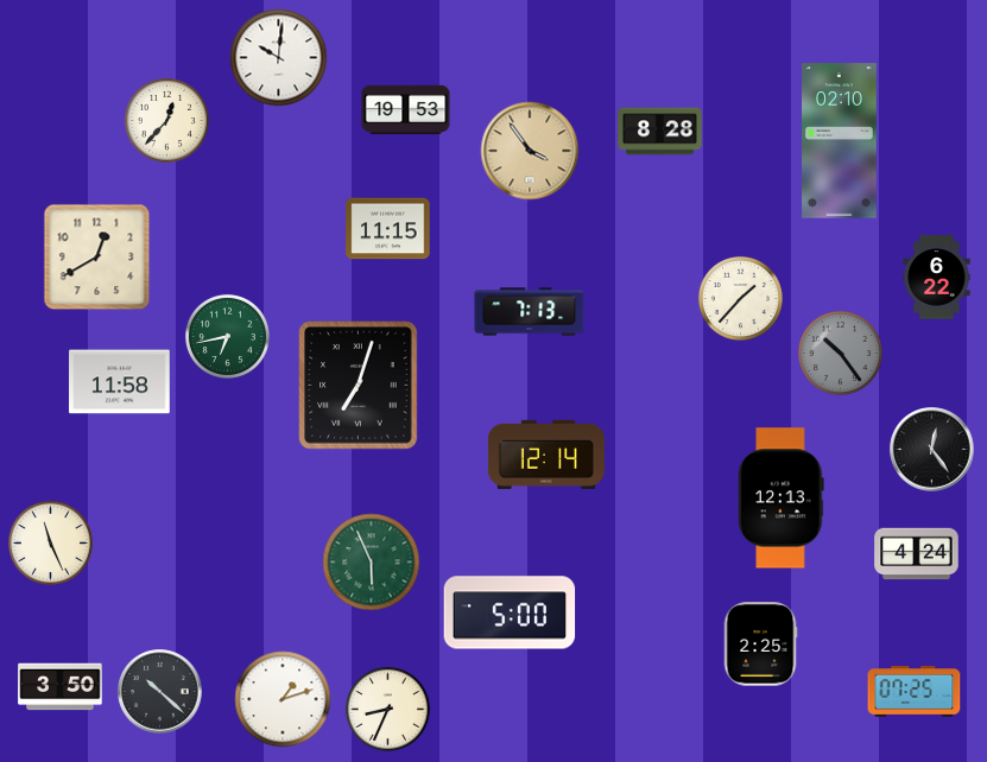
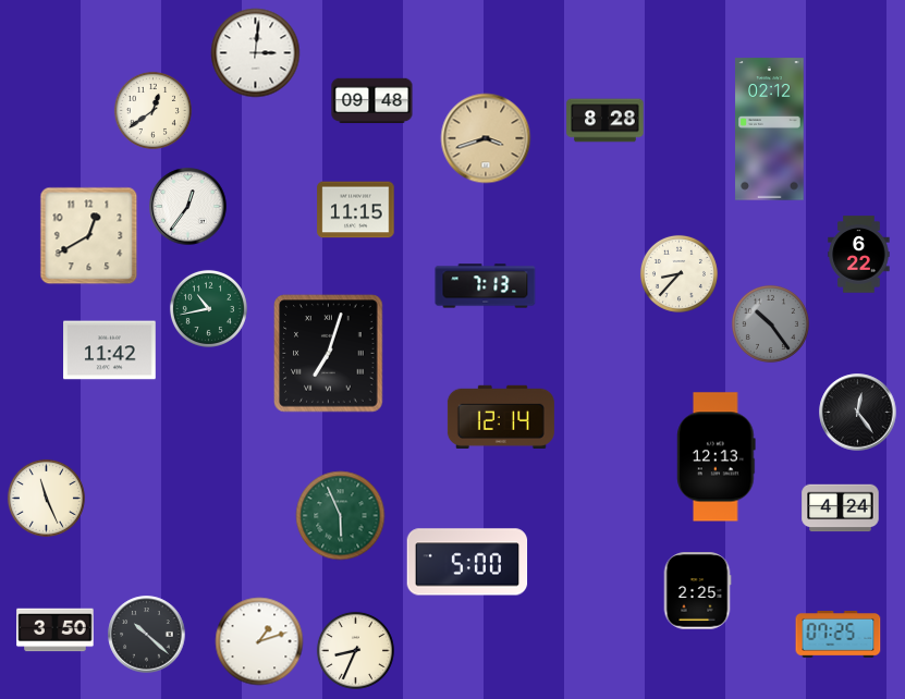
clock at (279, 58): 10:01 -> 3:01
clock at (406, 110): 19:53 -> 09:48
clock at (166, 120): 12:37 -> 12:39
clock at (840, 141): 02:10 -> 02:12
clock at (530, 151): 3:54 -> 3:42
clock at (188, 207): none -> 12:36
clock at (740, 298): 1:37 -> 8:37
clock at (227, 336): 6:43 -> 10:43
clock at (120, 382): 11:58 -> 11:42
clock at (932, 450) position: (932, 450) -> (858, 413)
